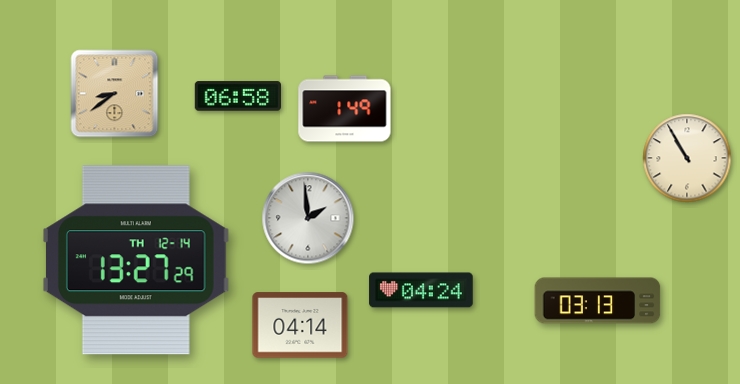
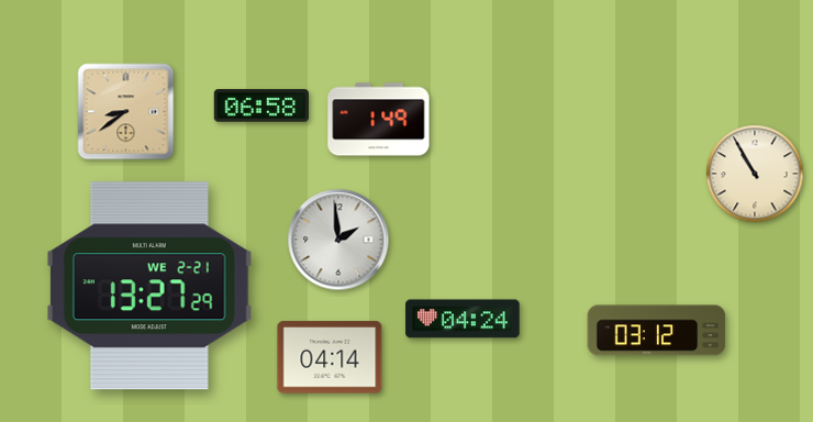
clock at (115, 94) position: (115, 94) -> (126, 112)
clock at (137, 260) date: TH 12-14 -> WE 2-21
clock at (598, 301): 03:13 -> 03:12
